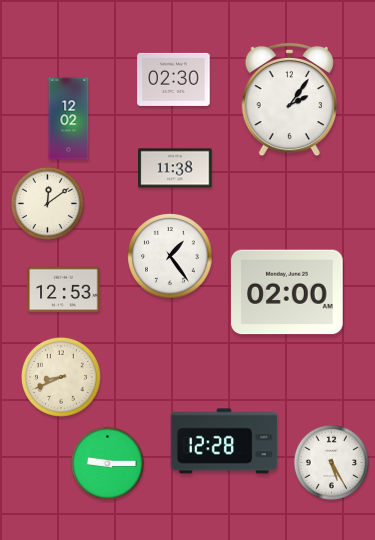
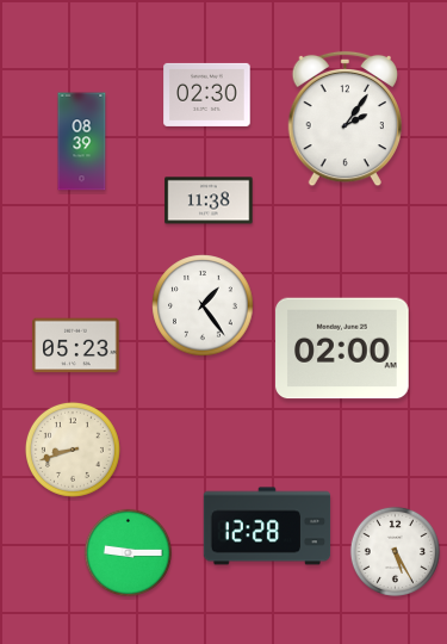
clock at (69, 119): 12:02 -> 08:39
clock at (47, 203): 12:09 -> none
clock at (64, 290): 12:53 -> 05:23
clock at (61, 377): 8:41 -> 8:42
